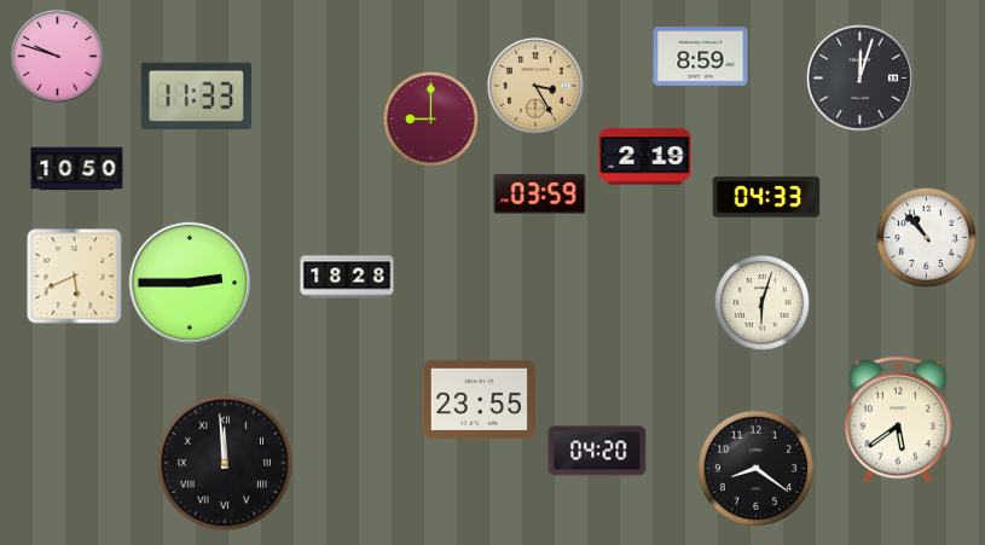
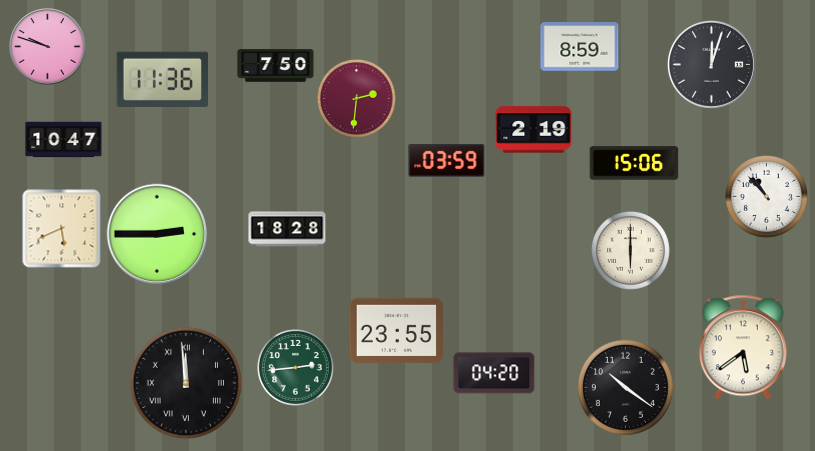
clock at (276, 66): none -> 7:50
clock at (535, 86): 3:25 -> none
clock at (197, 95): 11:33 -> 11:36
clock at (431, 120): 9:00 -> 2:31
clock at (77, 169): 10:50 -> 10:47
clock at (766, 197): 04:33 -> 15:06
clock at (763, 303): 6:03 -> 6:00
clock at (296, 368): none -> 2:44
clock at (755, 468): 8:21 -> 10:21
